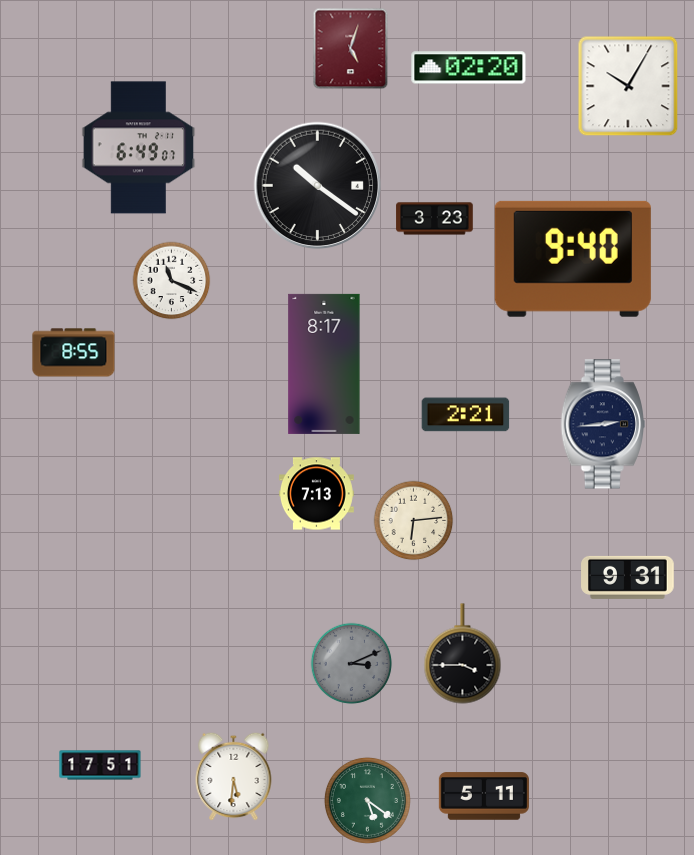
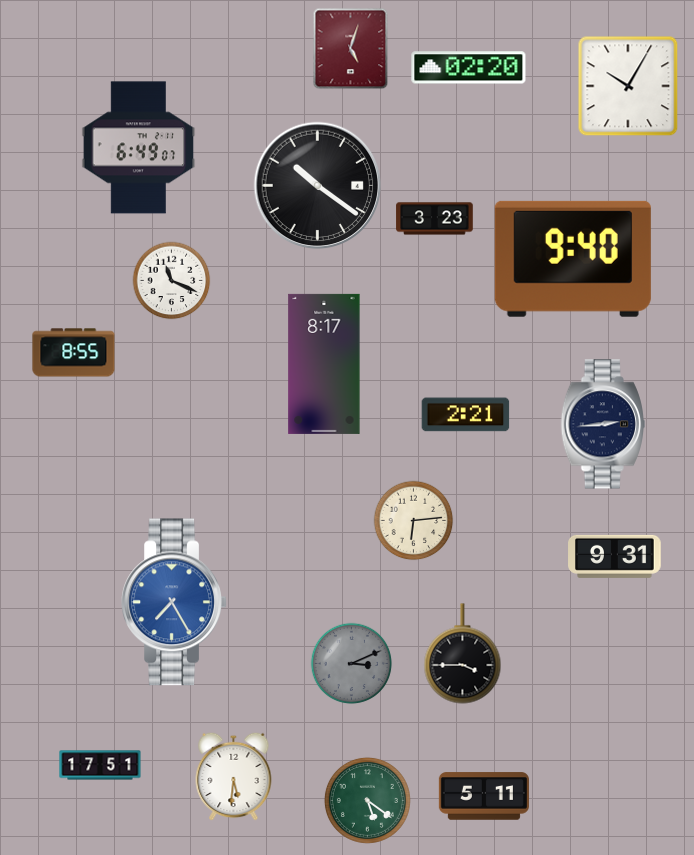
clock at (316, 494): 7:13 -> none
clock at (628, 577) position: (628, 577) -> (615, 556)
clock at (174, 602): none -> 7:25
